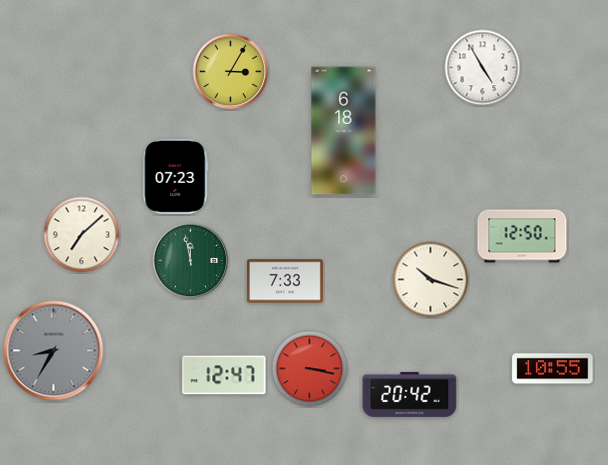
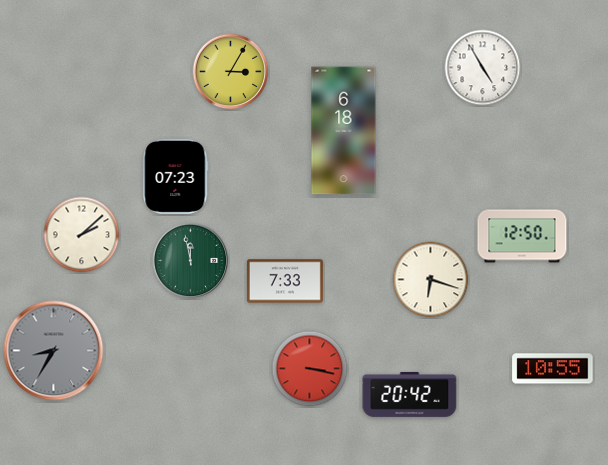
clock at (82, 235): 7:08 -> 2:08
clock at (431, 280): 10:18 -> 6:18
clock at (224, 375): 12:47 -> none
